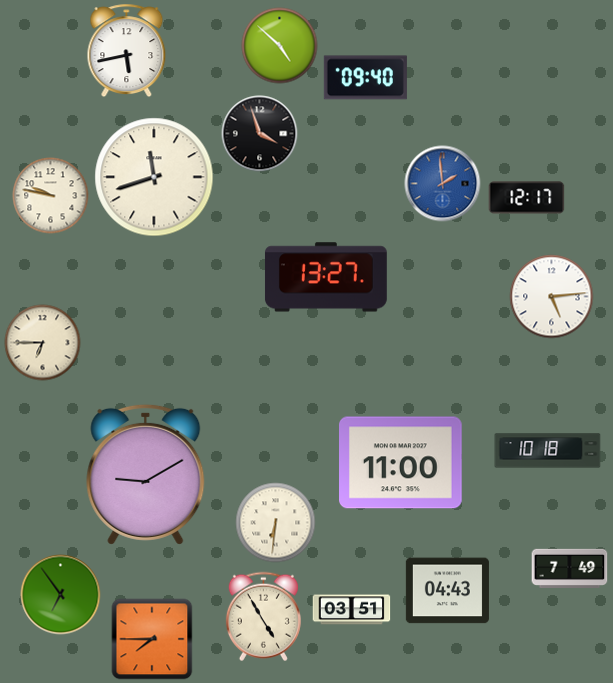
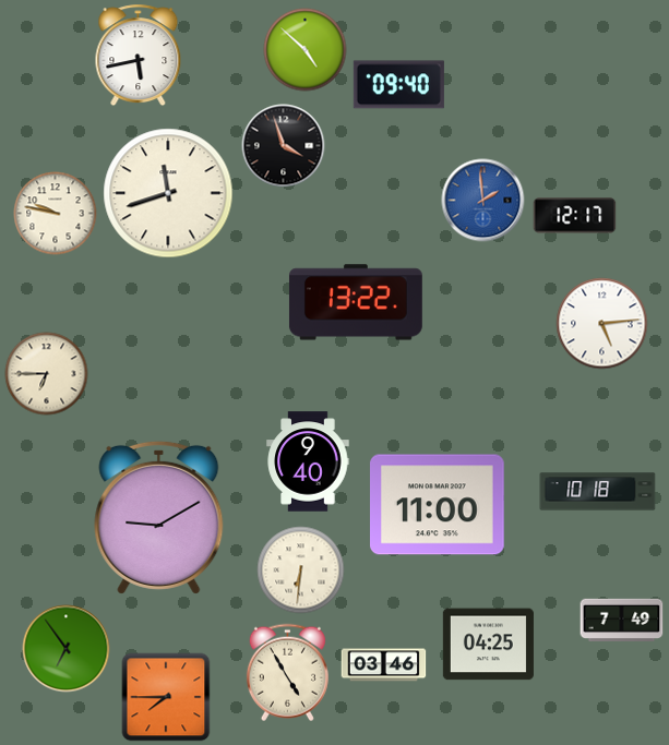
clock at (326, 277): 13:27 -> 13:22
clock at (308, 461): none -> 9:40
clock at (447, 591): 04:43 -> 04:25
clock at (352, 610): 03:51 -> 03:46
